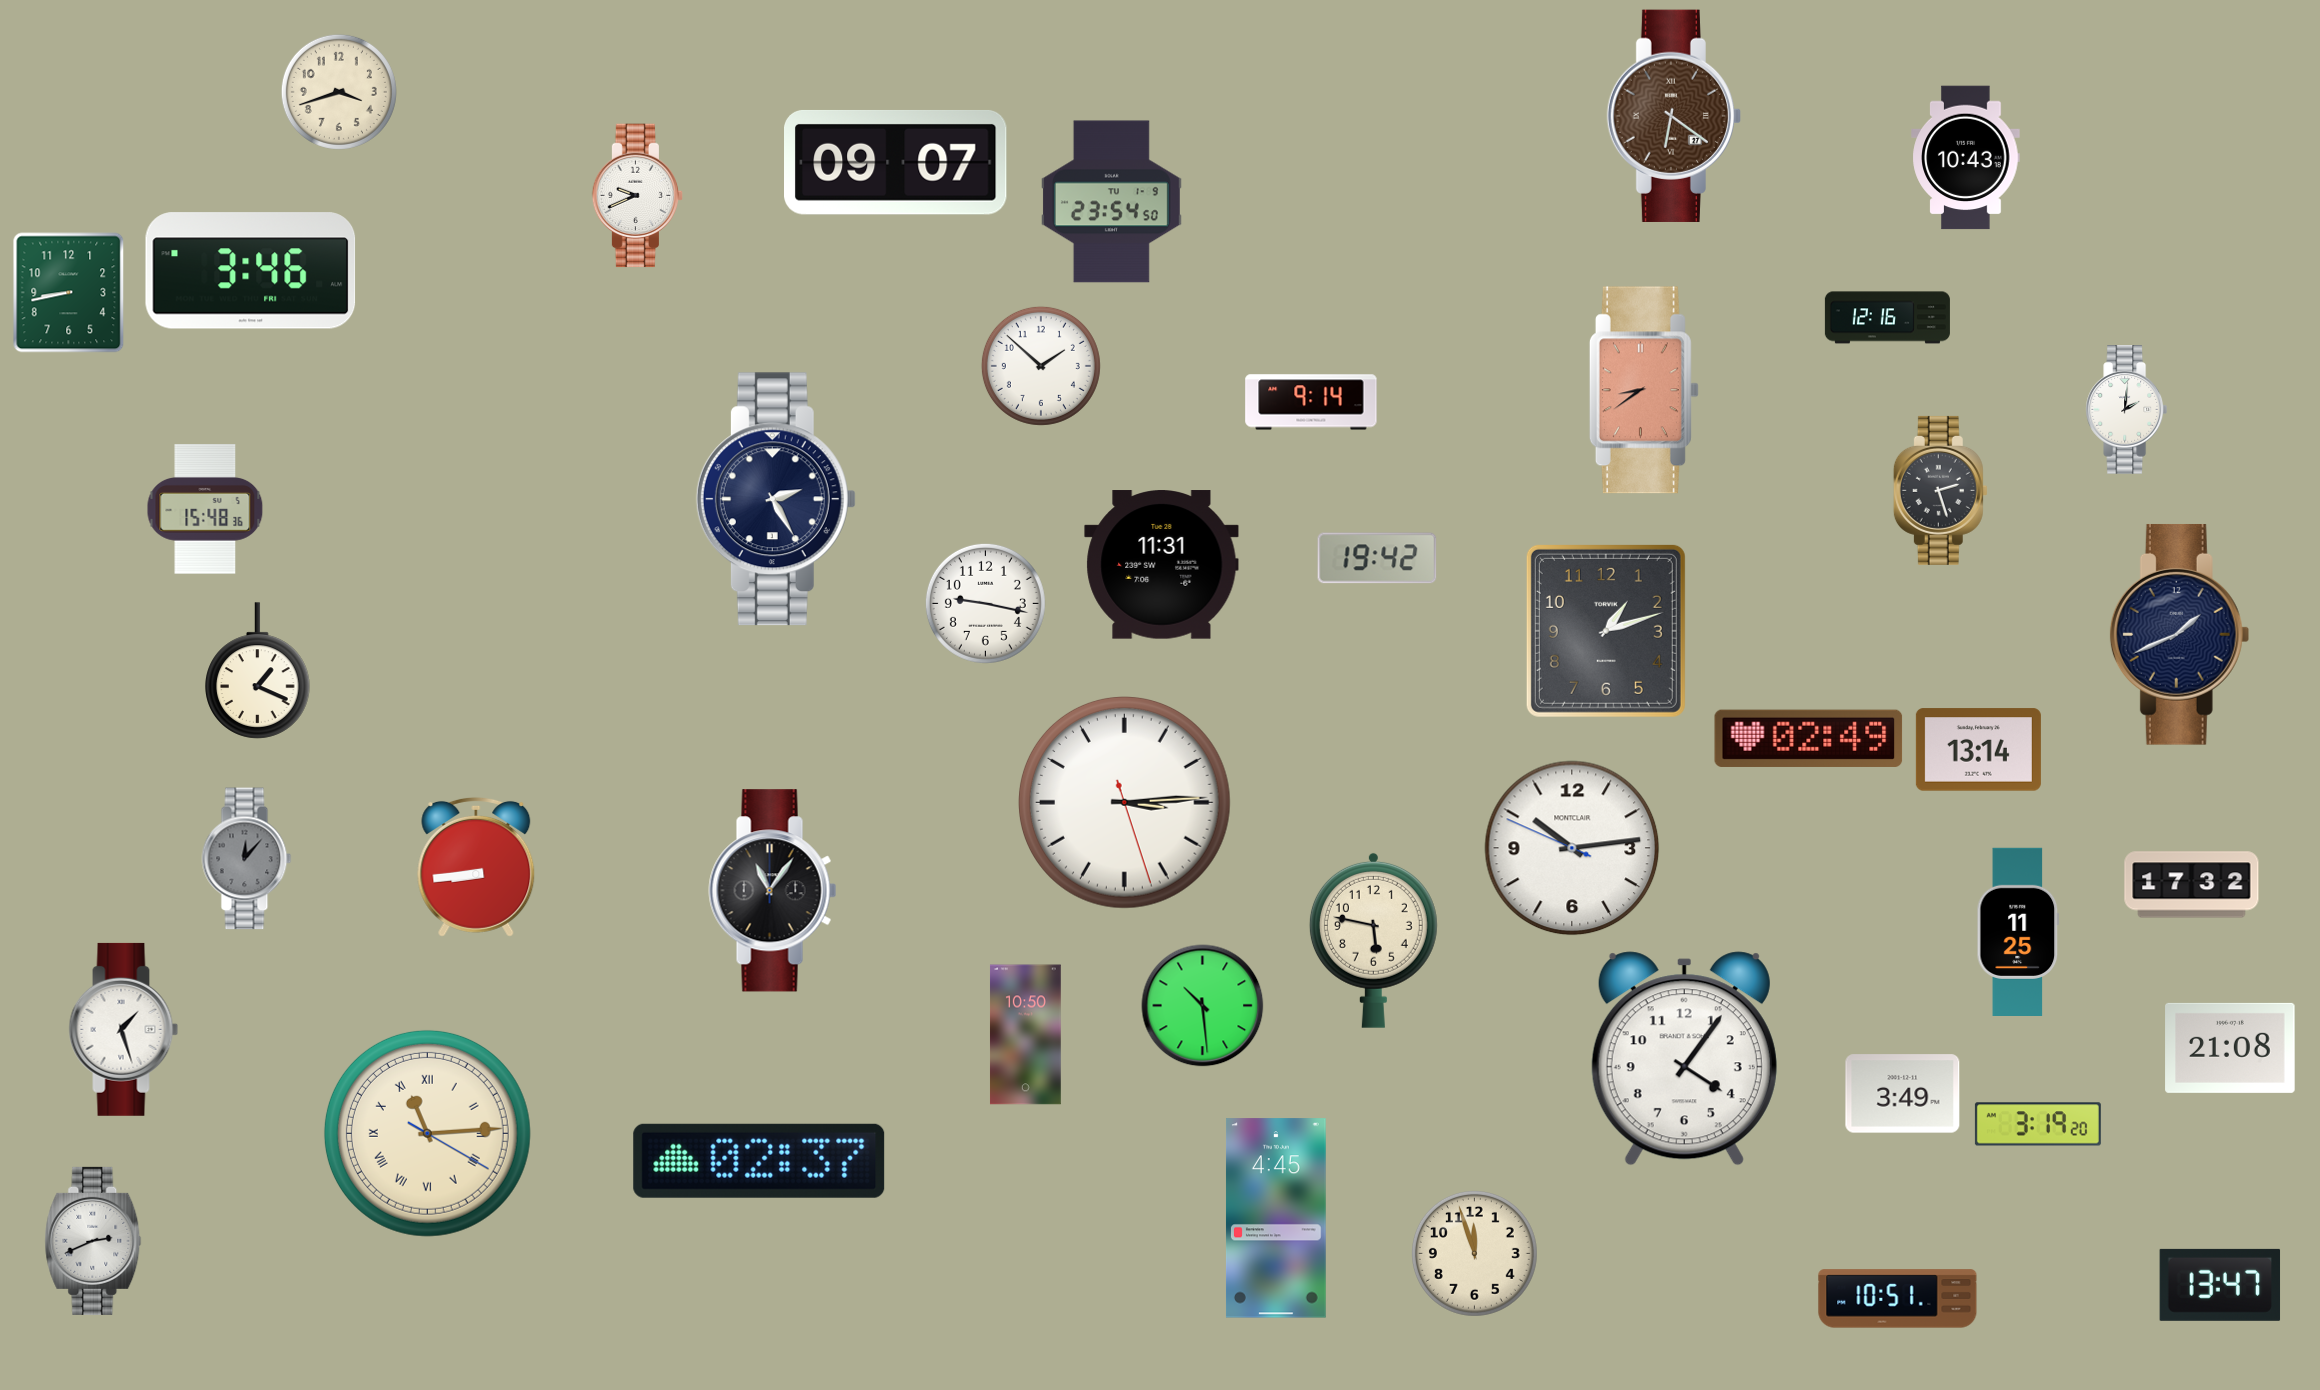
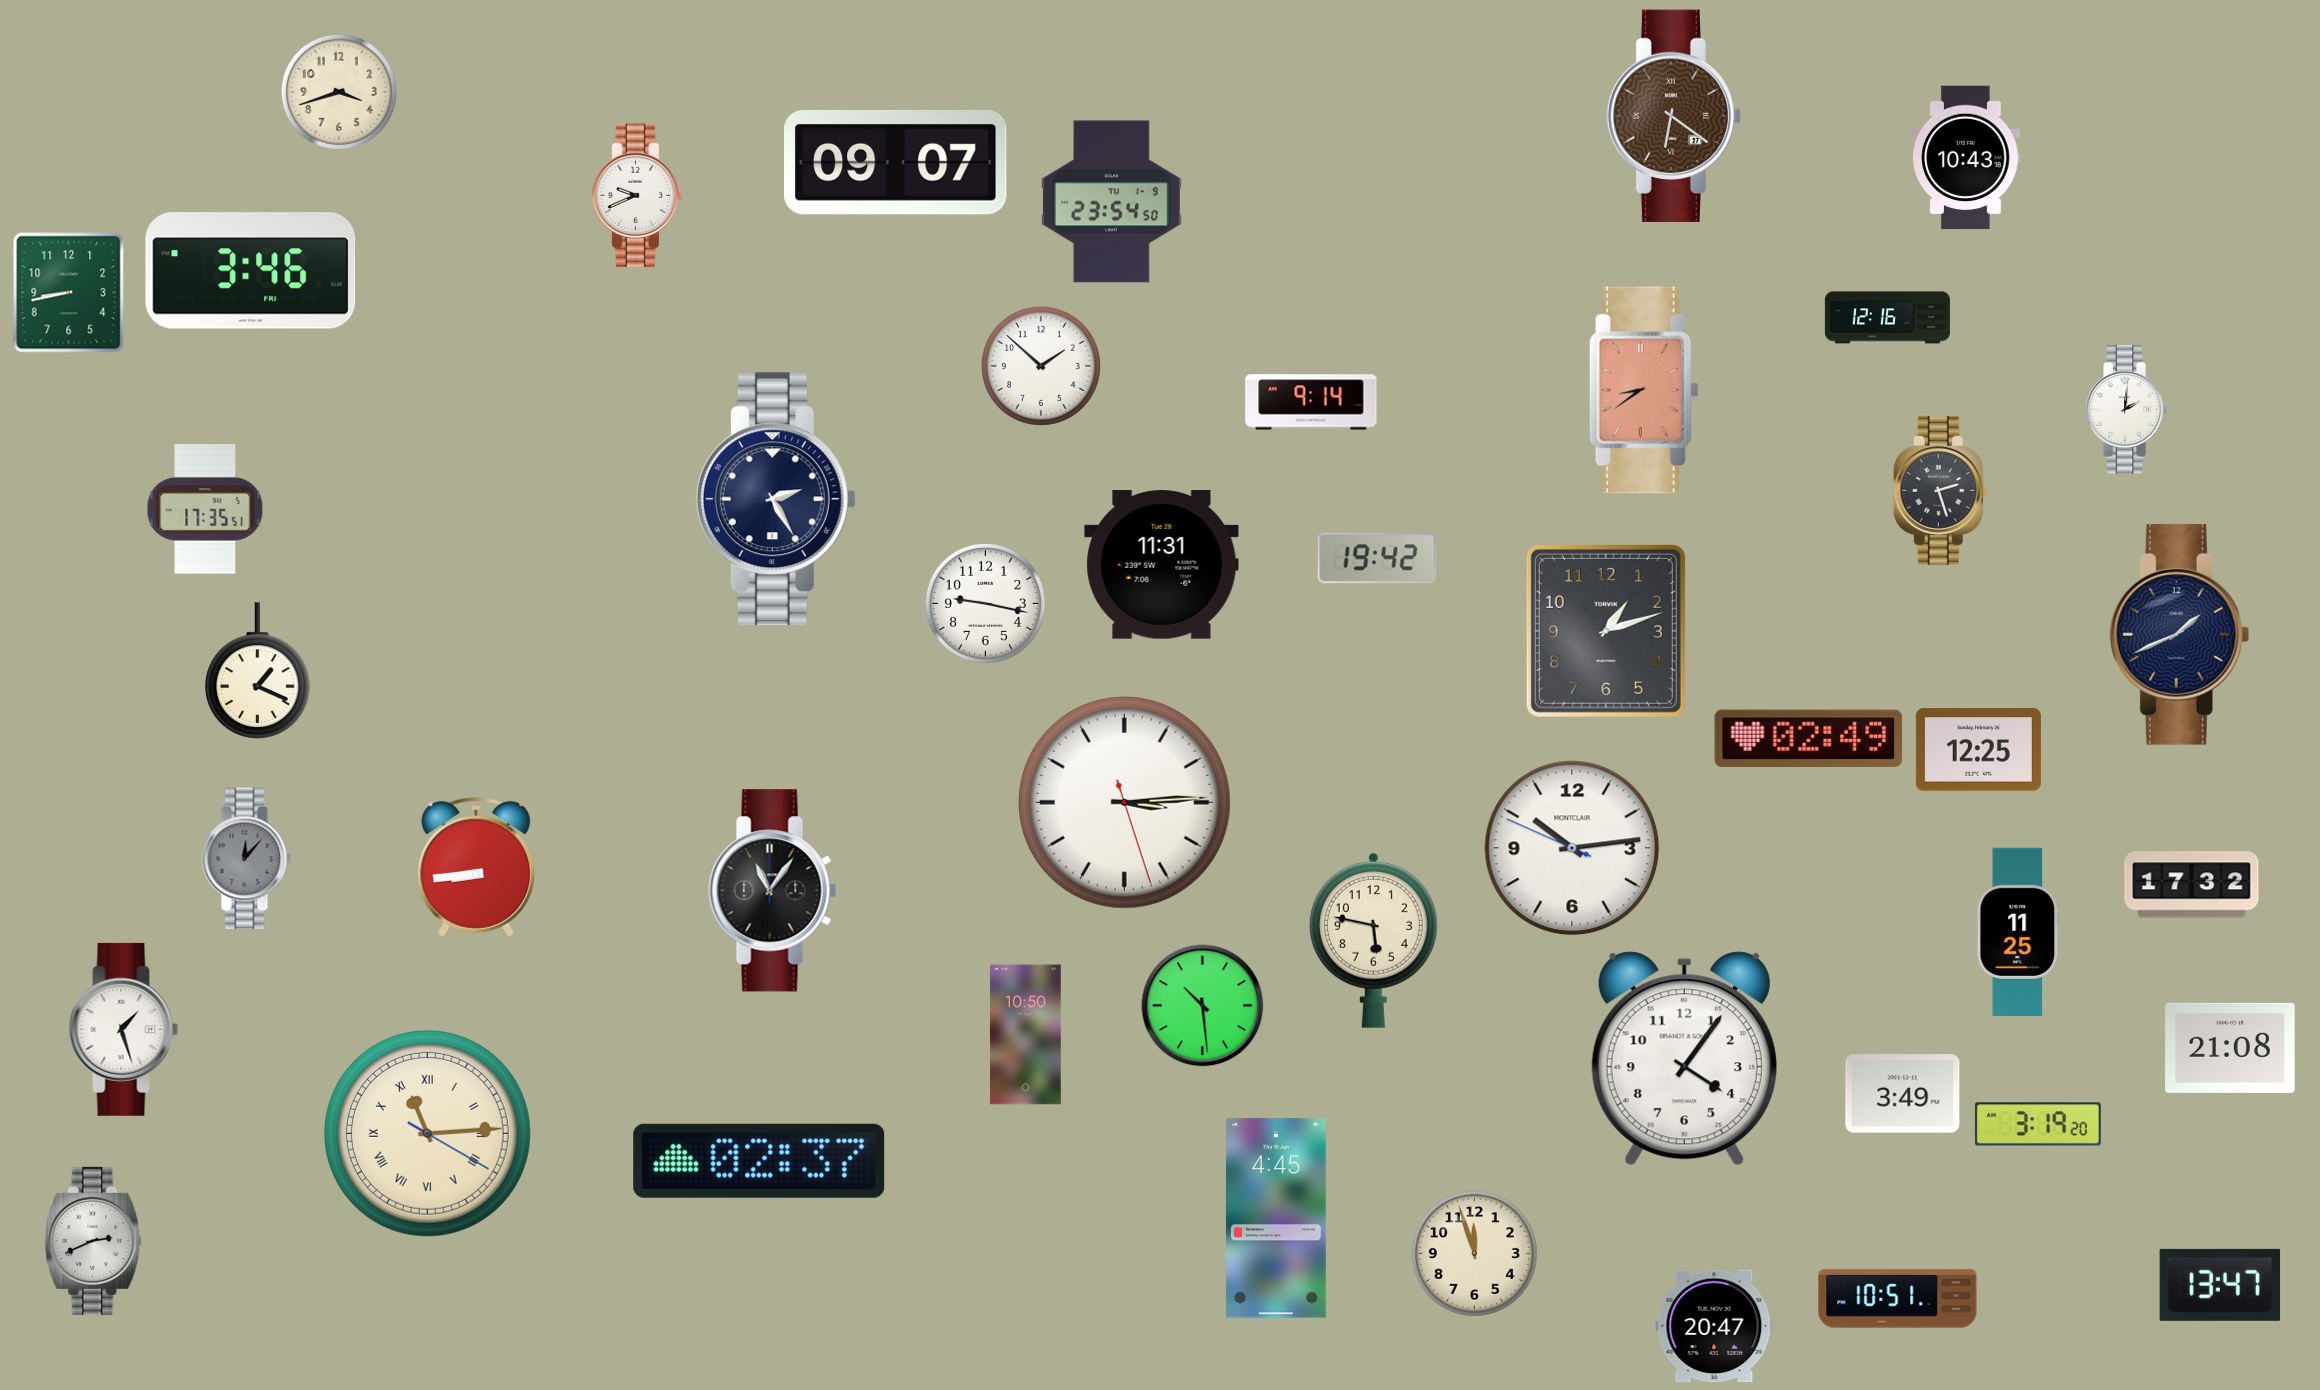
clock at (205, 509): 15:48 -> 17:35
clock at (1978, 750): 13:14 -> 12:25
clock at (1714, 1326): none -> 20:47
